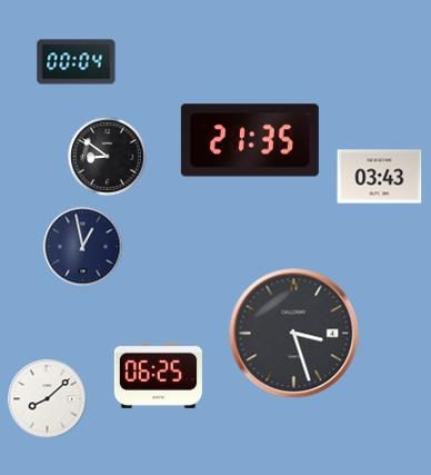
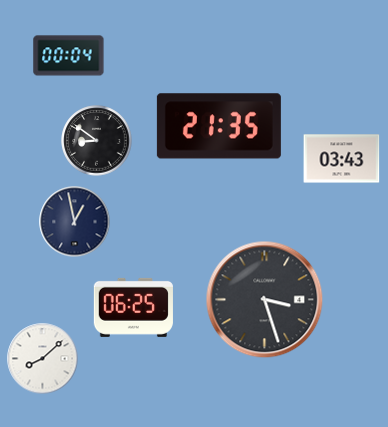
clock at (250, 140) position: (250, 140) -> (219, 126)
clock at (158, 375) position: (158, 375) -> (133, 307)
